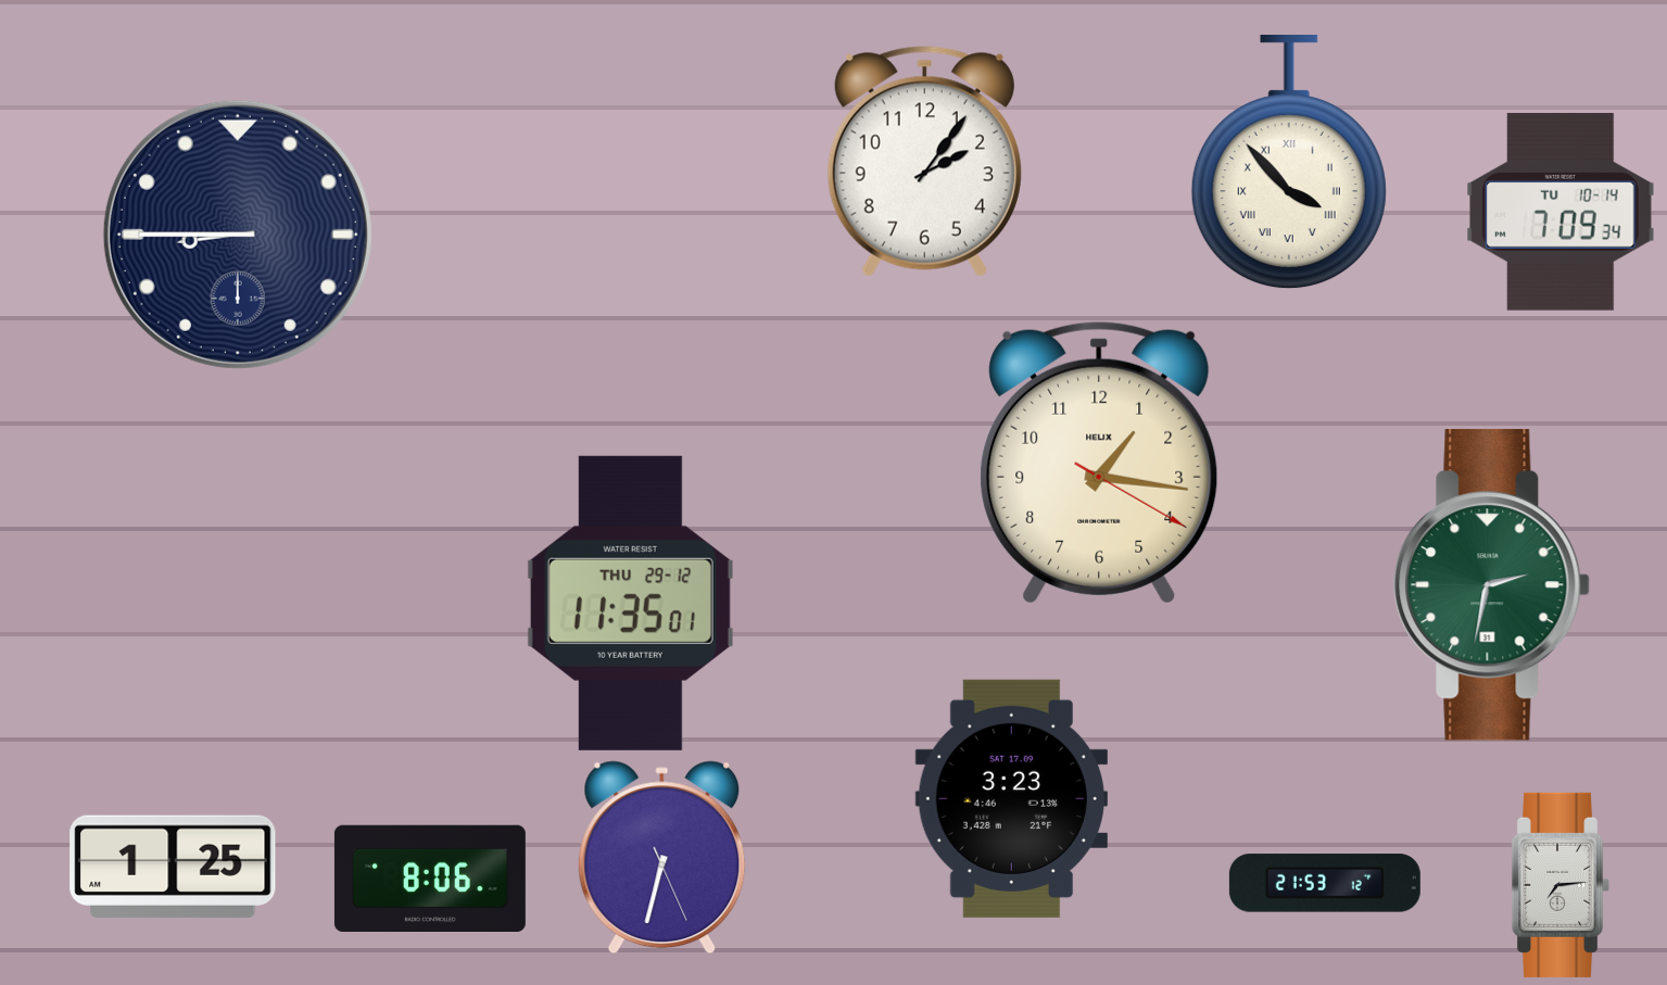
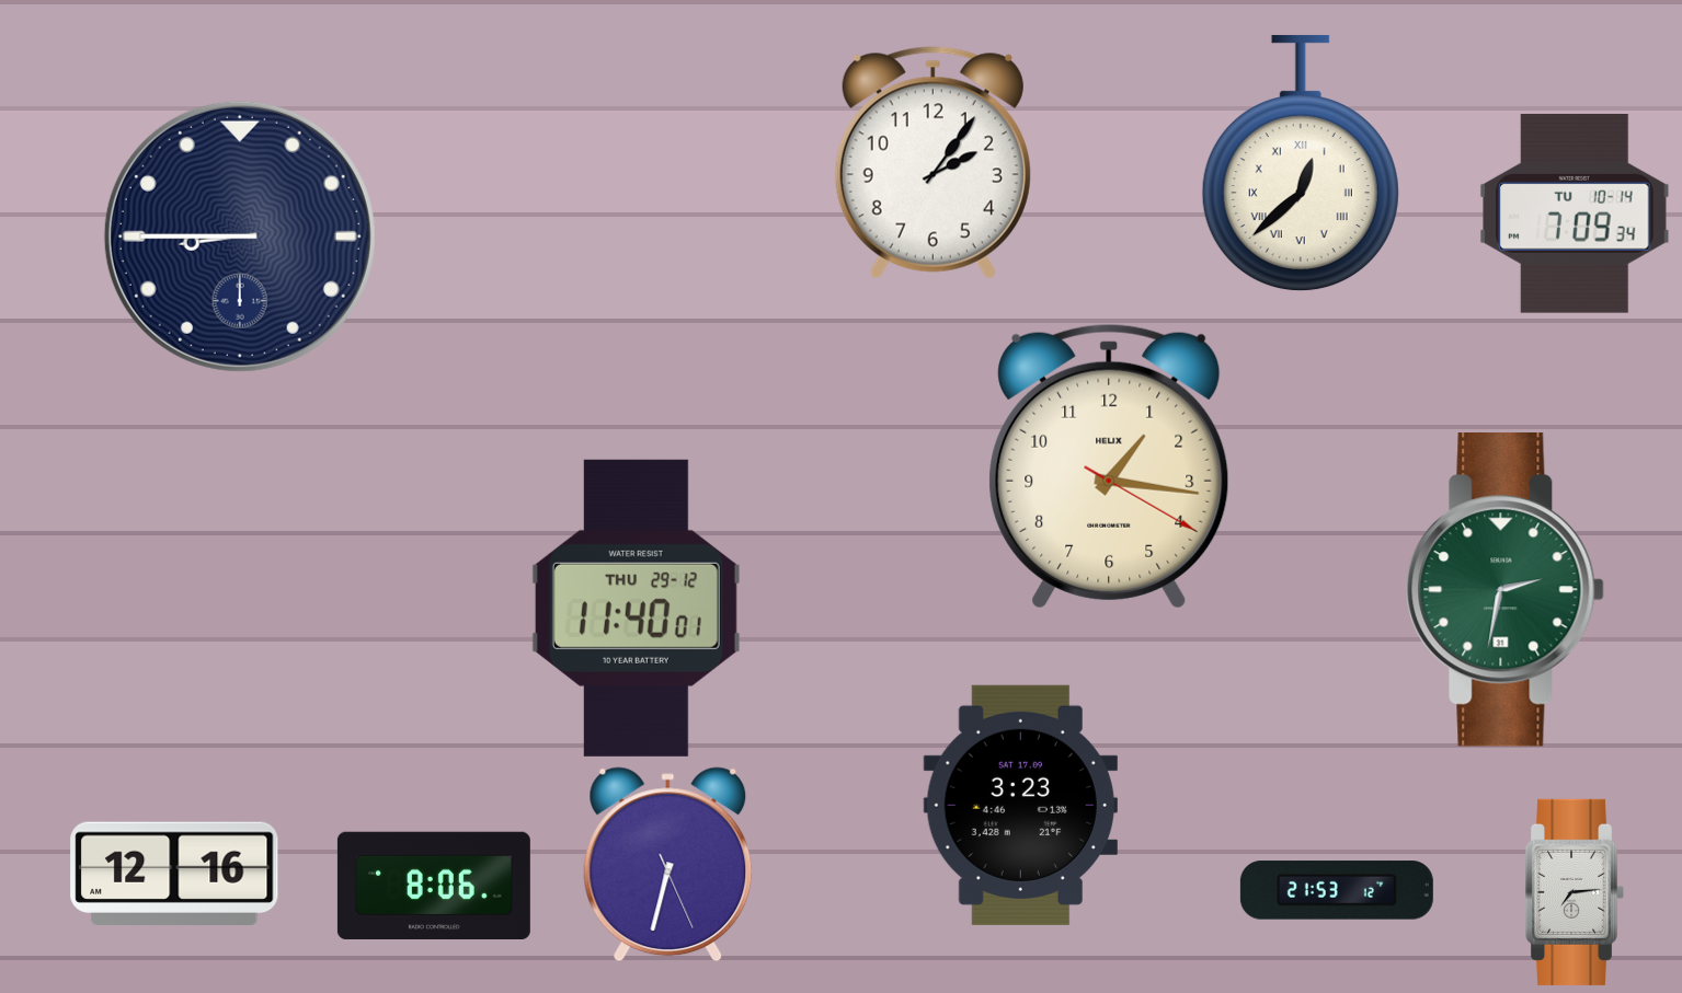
clock at (1289, 162): 3:53 -> 12:38
clock at (630, 603): 11:35 -> 11:40
clock at (173, 867): 1:25 -> 12:16
